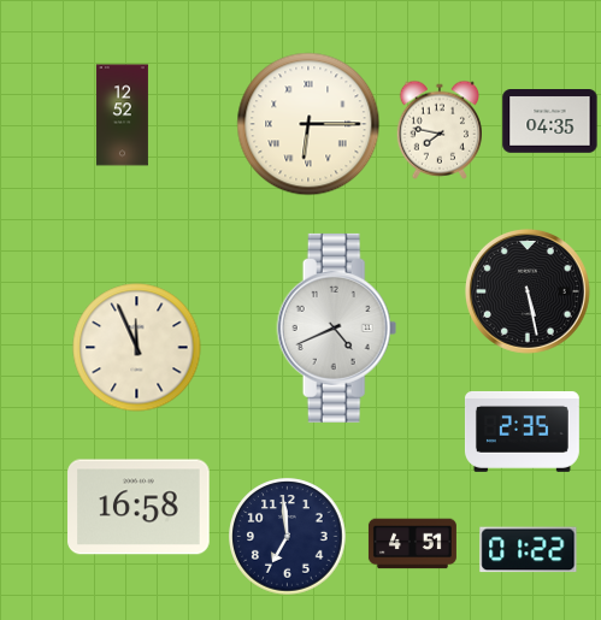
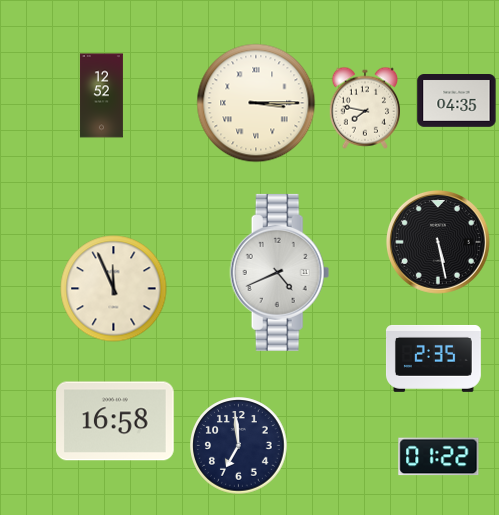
clock at (308, 124): 6:15 -> 3:15
clock at (412, 544): 4:51 -> none
